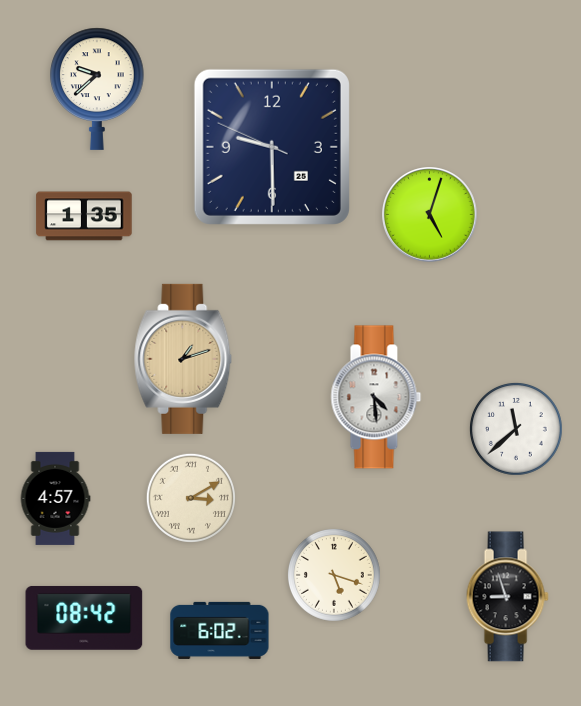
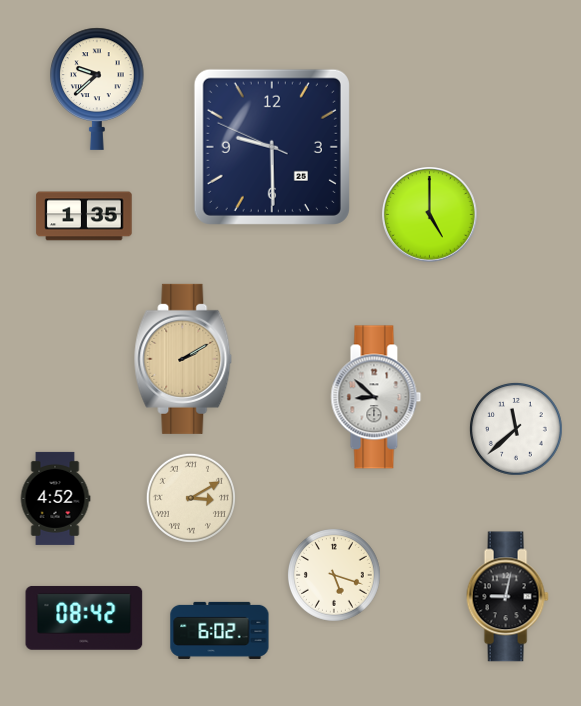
clock at (430, 215): 5:03 -> 5:00
clock at (183, 359): 1:12 -> 2:10
clock at (376, 397): 4:29 -> 8:52
clock at (55, 498): 4:57 -> 4:52
clock at (507, 597): 8:57 -> 9:02
